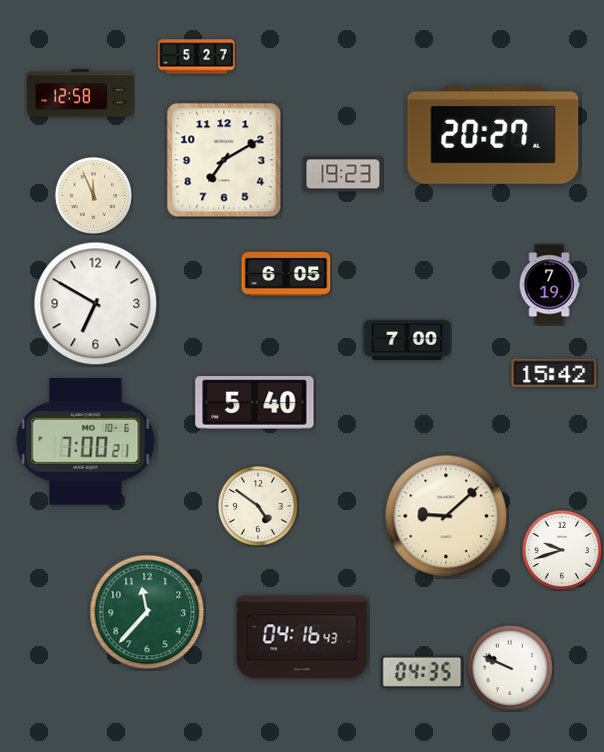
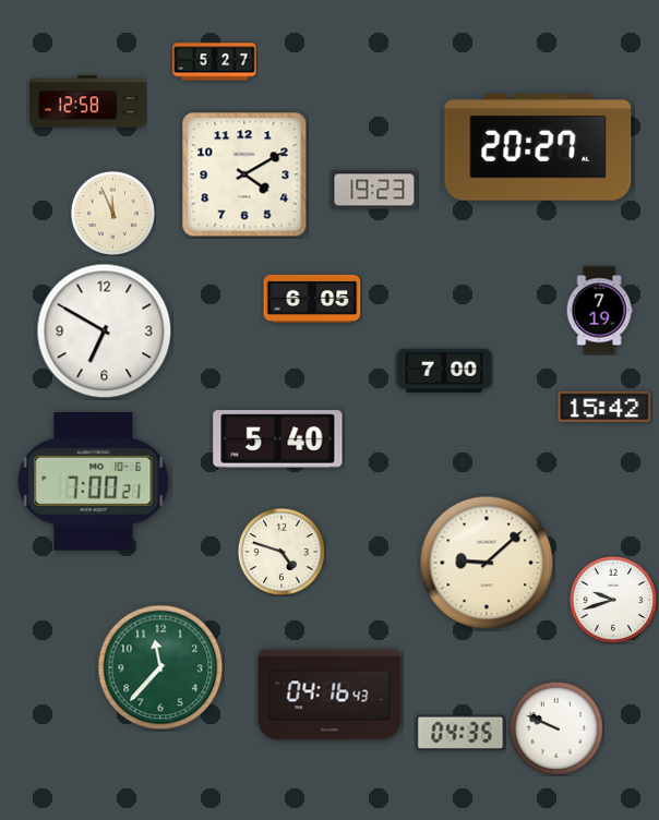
clock at (224, 160): 7:10 -> 4:10
clock at (93, 195) position: (93, 195) -> (112, 213)
clock at (258, 506): 4:51 -> 4:48
